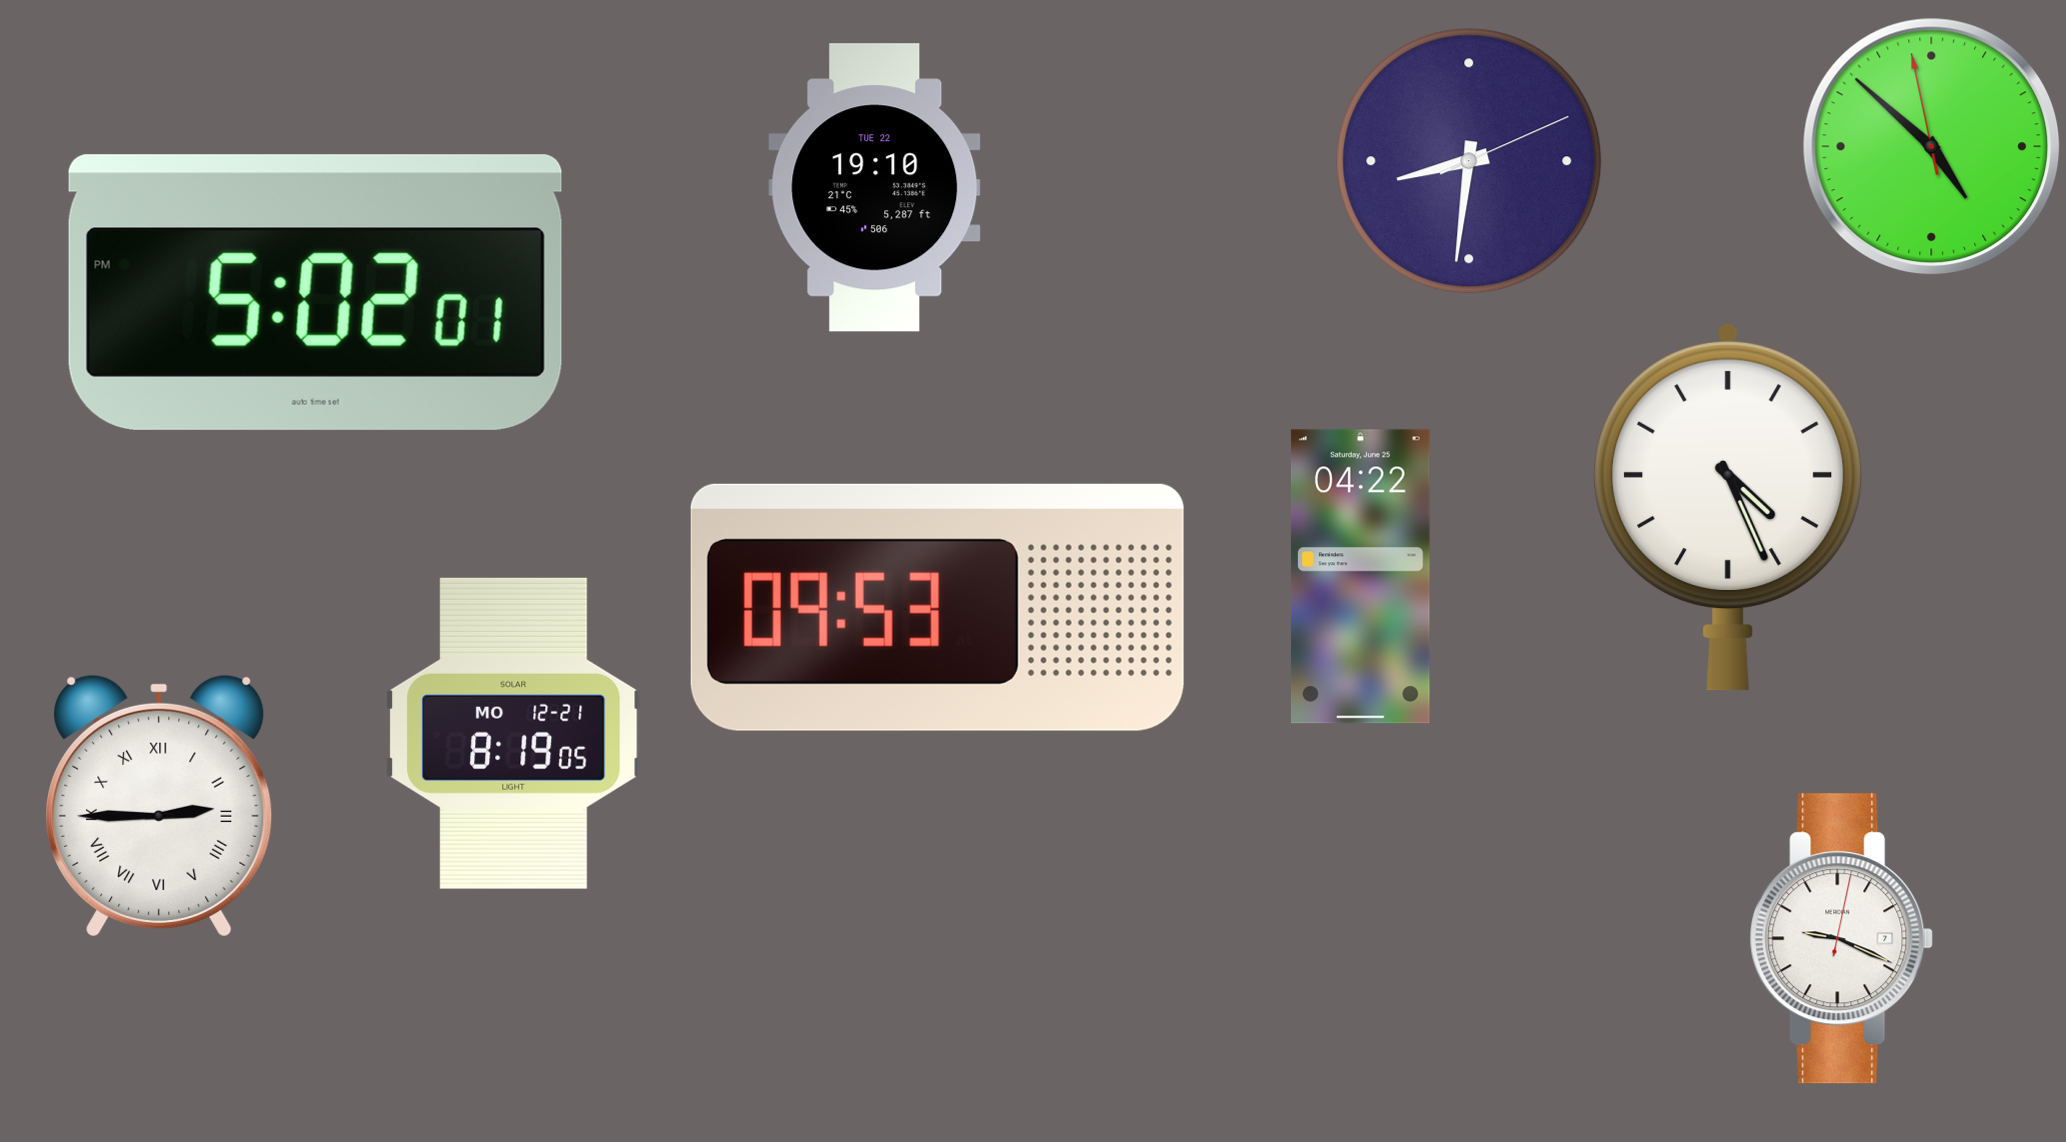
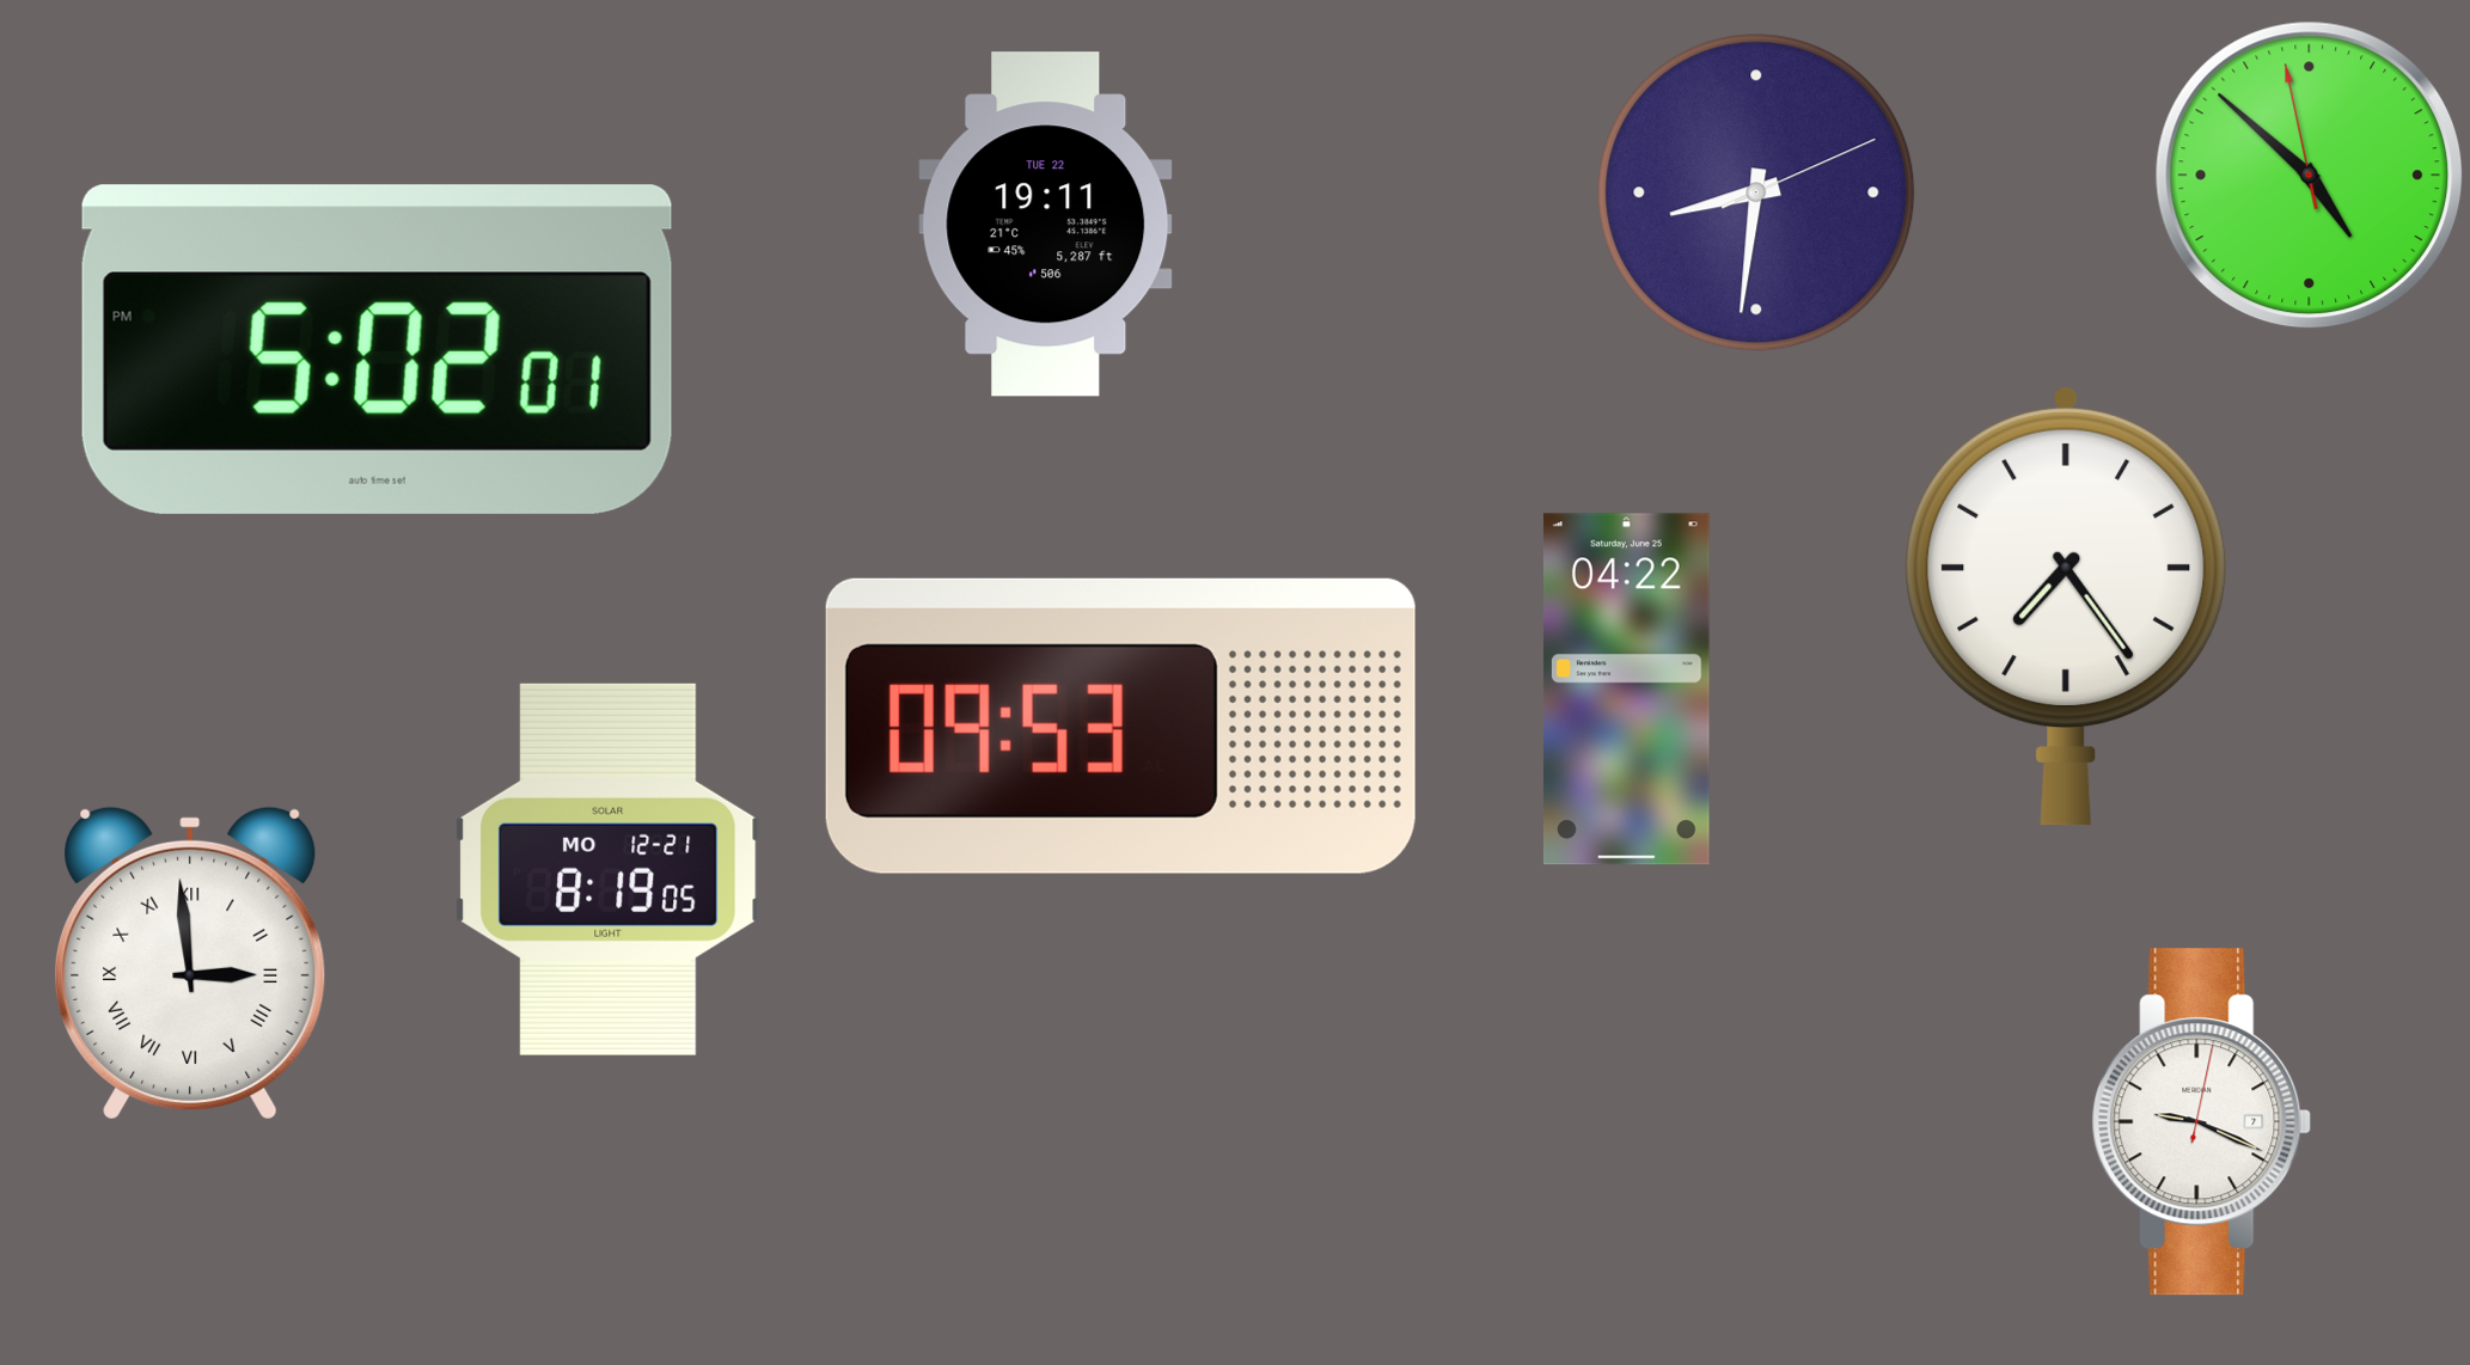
clock at (875, 188): 19:10 -> 19:11
clock at (1728, 507): 4:26 -> 7:24
clock at (514, 733) position: (514, 733) -> (609, 869)
clock at (159, 806): 2:45 -> 2:59
